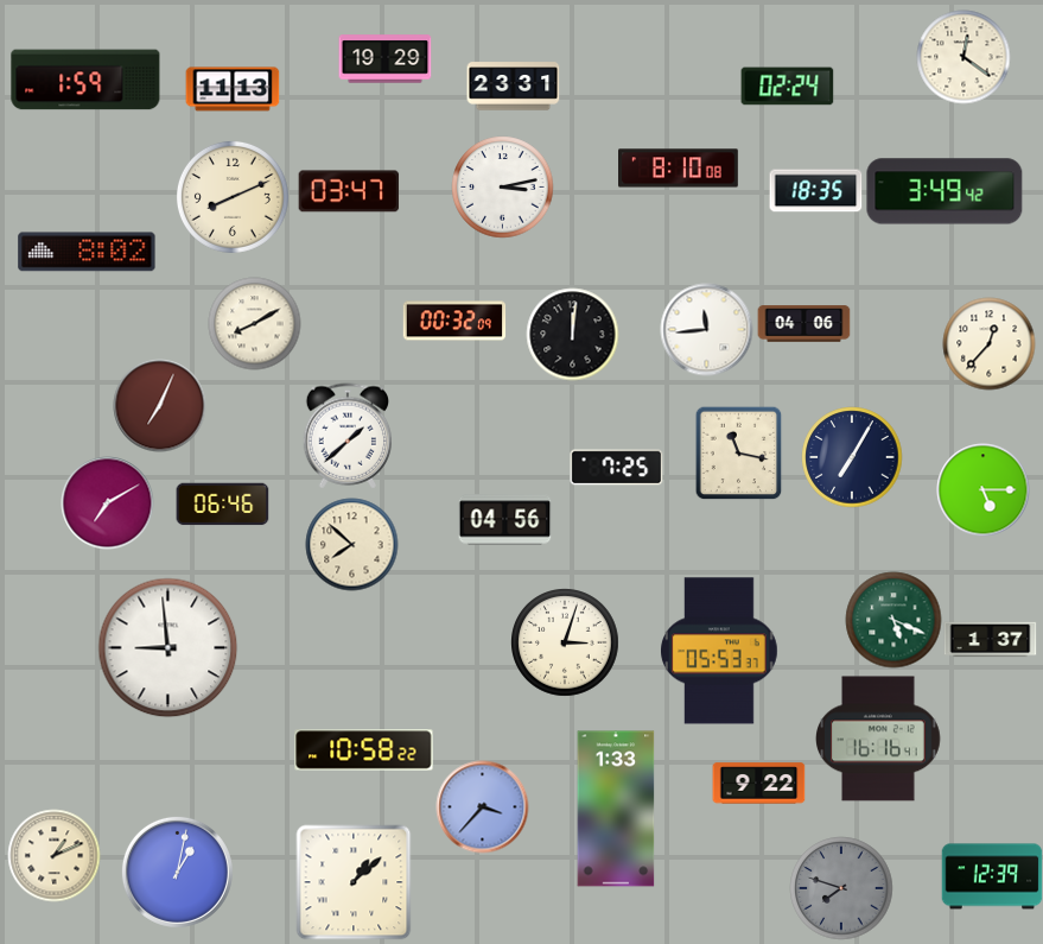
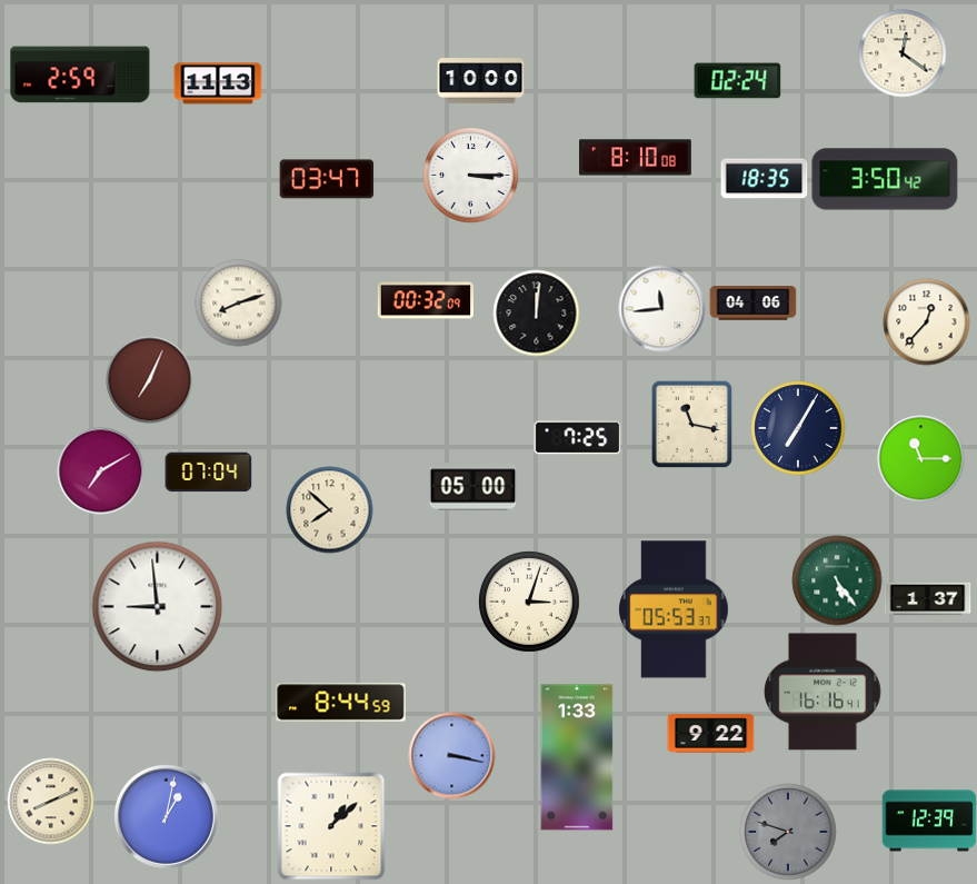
clock at (384, 59): 19:29 -> none
clock at (85, 80): 1:59 -> 2:59
clock at (513, 87): 23:31 -> 10:00
clock at (502, 186): 3:13 -> 3:15
clock at (945, 191): 3:49 -> 3:50
clock at (233, 197): 8:11 -> none
clock at (87, 252): 8:02 -> none
clock at (254, 323): 8:10 -> 8:12
clock at (346, 436): 1:38 -> none
clock at (982, 489): 5:15 -> 11:15
clock at (222, 505): 06:46 -> 07:04
clock at (504, 520): 04:56 -> 05:00
clock at (893, 620): 5:19 -> 5:24
clock at (364, 750): 10:58 -> 8:44
clock at (482, 806): 3:37 -> 3:17
clock at (53, 855): 1:11 -> 8:11
